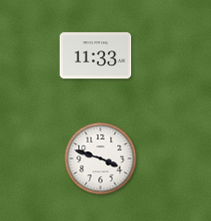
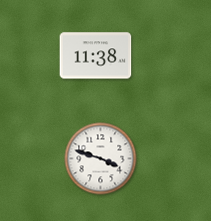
clock at (96, 56): 11:33 -> 11:38
